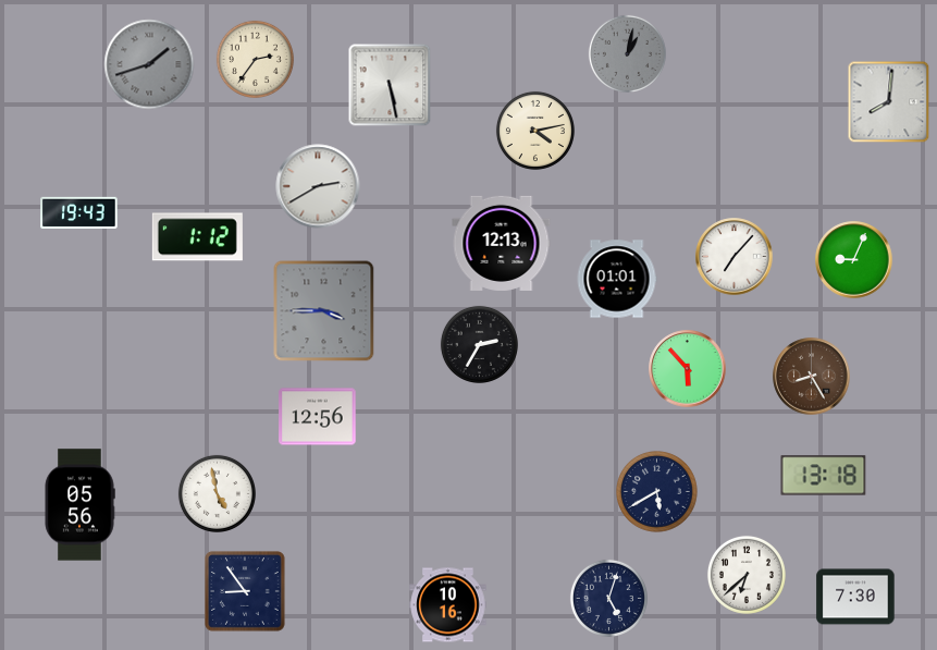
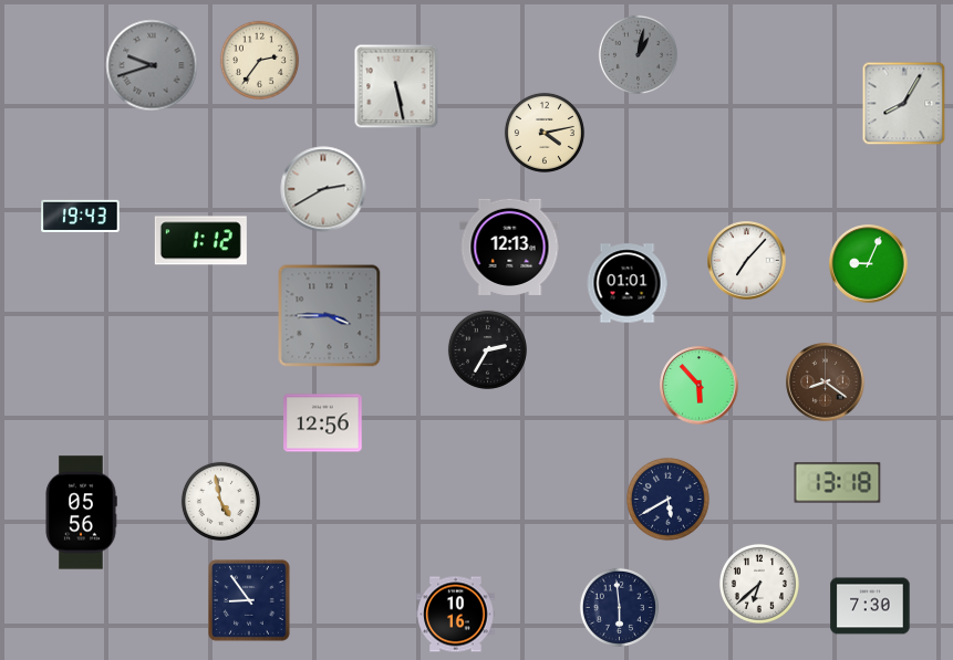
clock at (149, 64): 1:42 -> 9:42
clock at (889, 102): 8:01 -> 8:05
clock at (688, 369) position: (688, 369) -> (700, 386)
clock at (812, 377): 8:25 -> 8:21
clock at (608, 598): 5:03 -> 5:59
